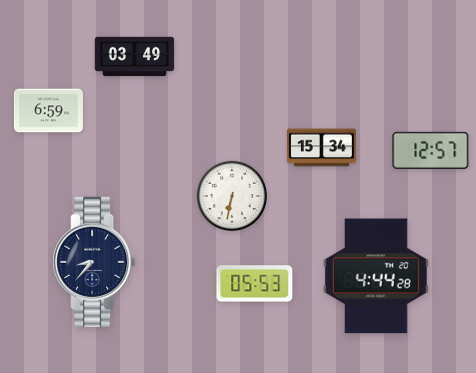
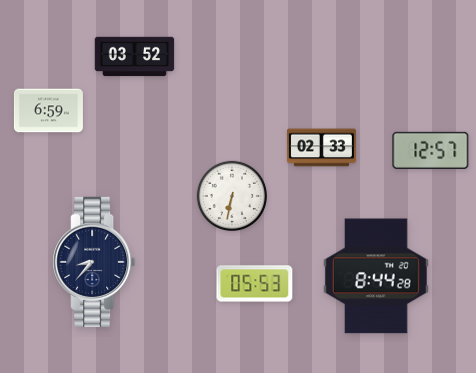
clock at (135, 57): 03:49 -> 03:52
clock at (321, 148): 15:34 -> 02:33
clock at (376, 276): 4:44 -> 8:44
